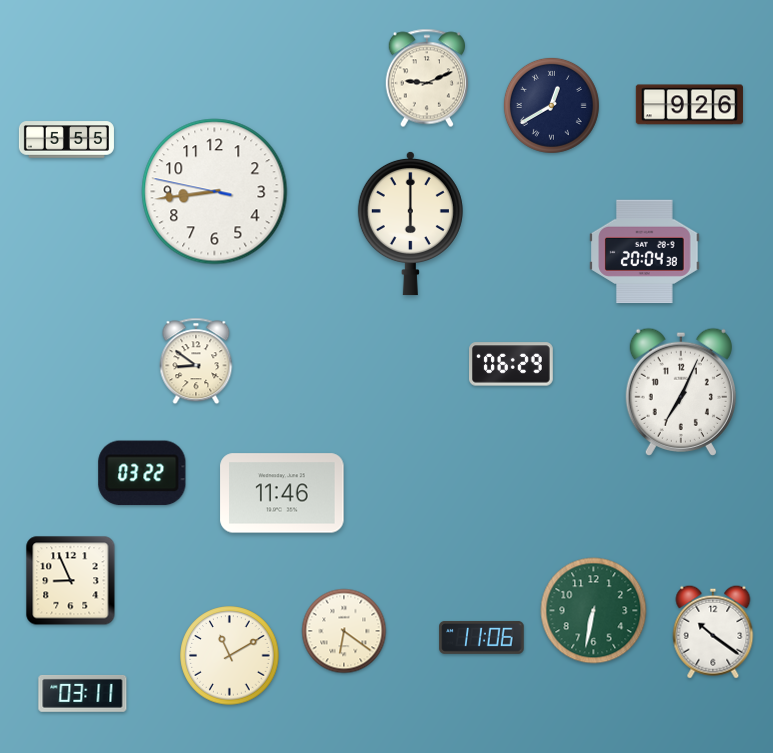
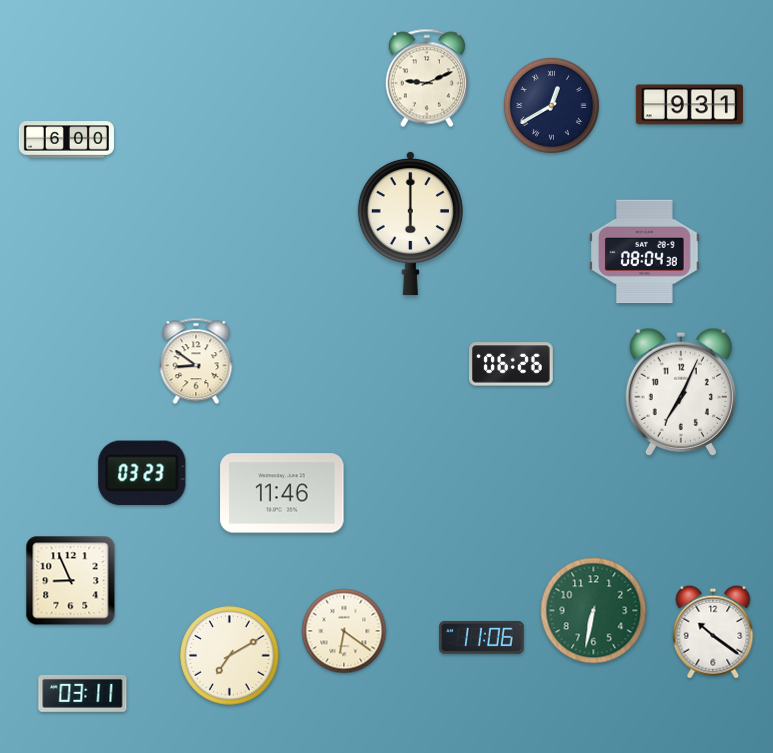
clock at (689, 105): 9:26 -> 9:31
clock at (66, 140): 5:55 -> 6:00
clock at (215, 192): 8:43 -> none
clock at (645, 252): 20:04 -> 08:04
clock at (512, 364): 06:29 -> 06:26
clock at (142, 473): 03:22 -> 03:23
clock at (230, 656): 11:10 -> 7:10
